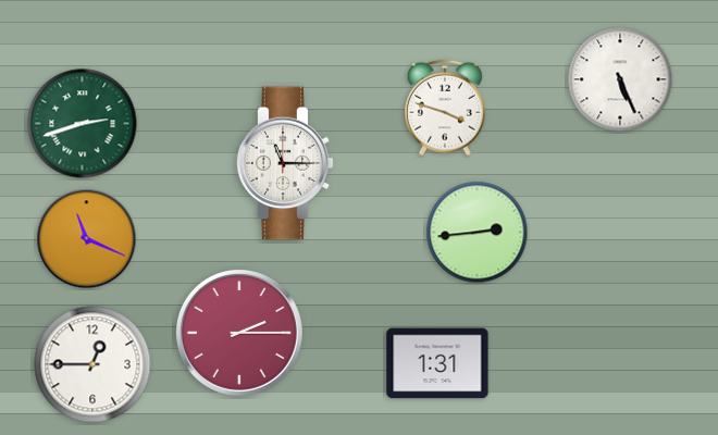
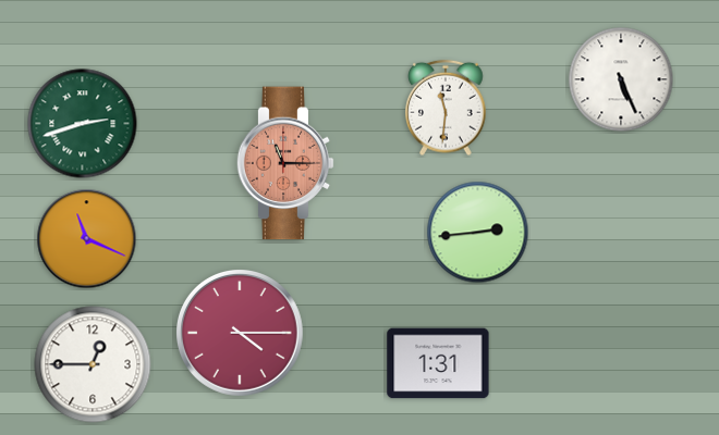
clock at (446, 108): 3:48 -> 11:31
clock at (285, 163) dial: white -> salmon
clock at (240, 334): 2:15 -> 4:15
